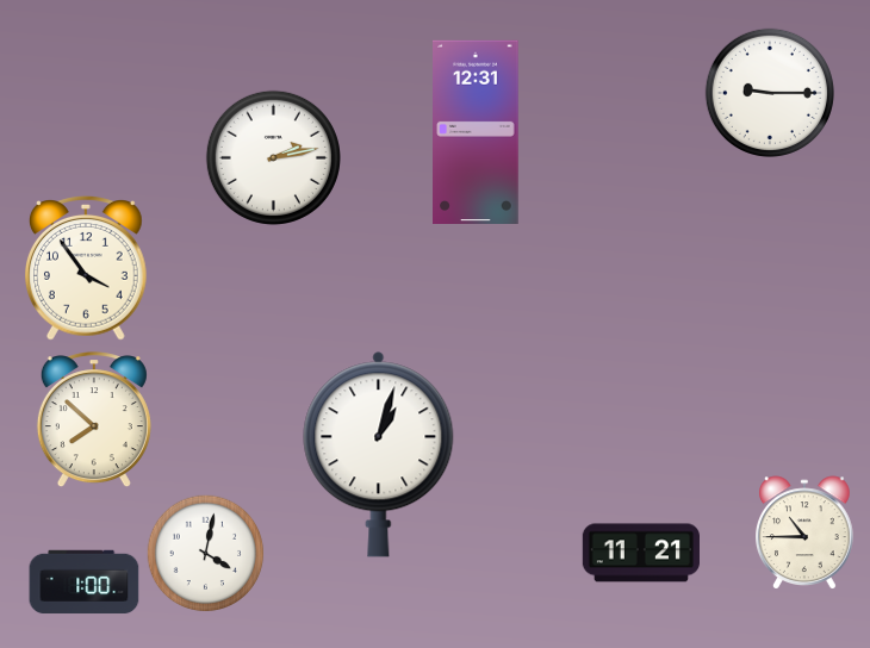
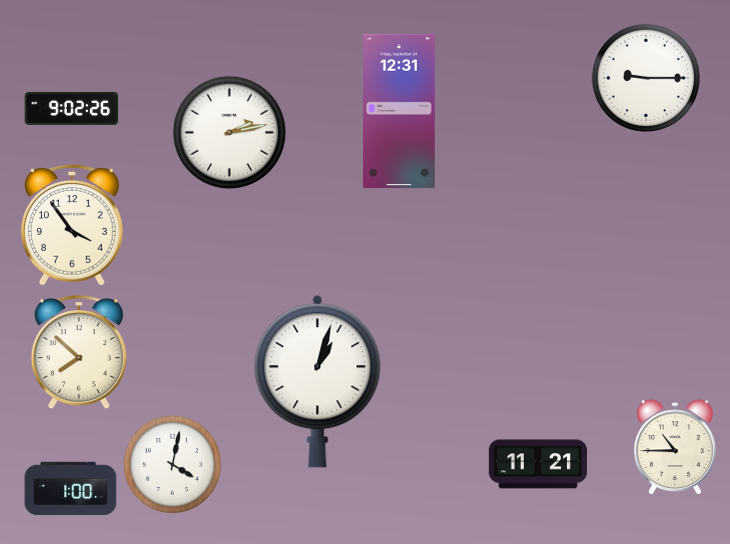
clock at (72, 108): none -> 9:02
